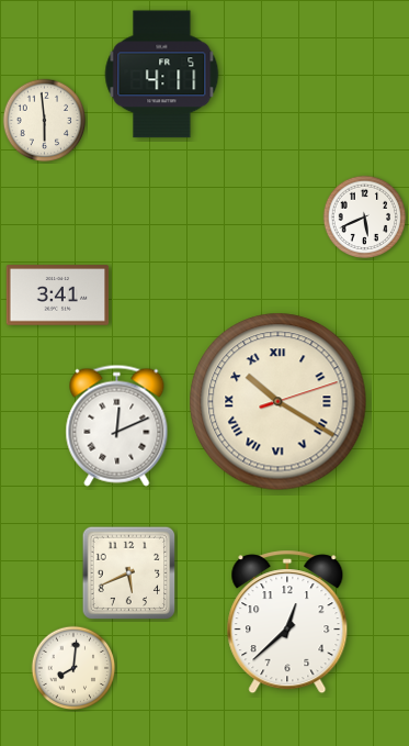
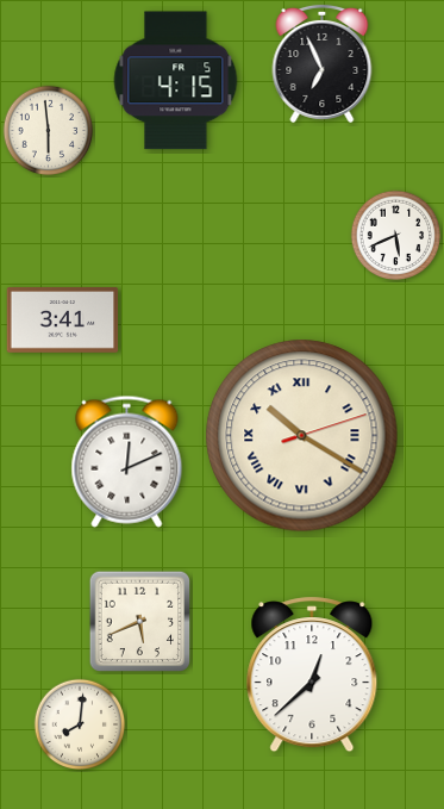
clock at (323, 63): none -> 6:56
clock at (162, 75): 4:11 -> 4:15
